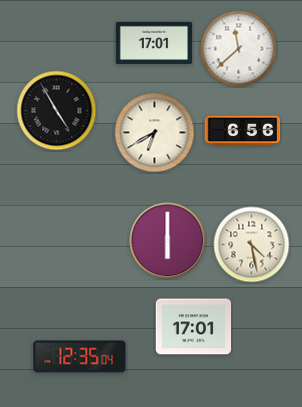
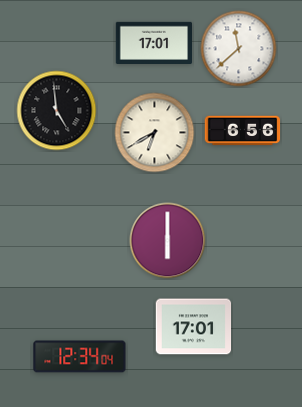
clock at (57, 111): 4:55 -> 4:59
clock at (252, 245): 4:28 -> none
clock at (80, 357): 12:35 -> 12:34
